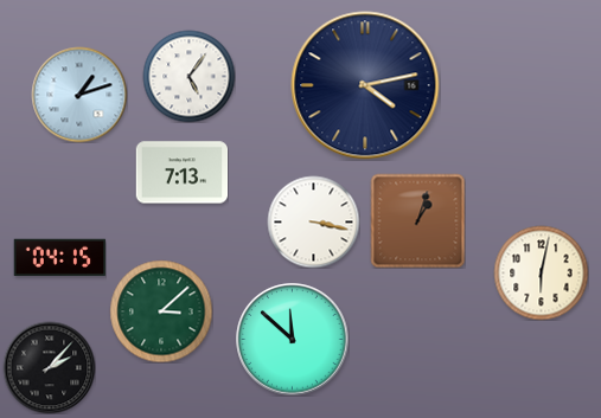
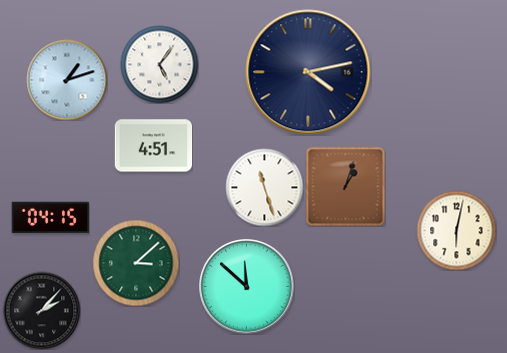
clock at (181, 173): 7:13 -> 4:51
clock at (417, 220) position: (417, 220) -> (345, 186)
clock at (313, 221): 3:17 -> 11:27
